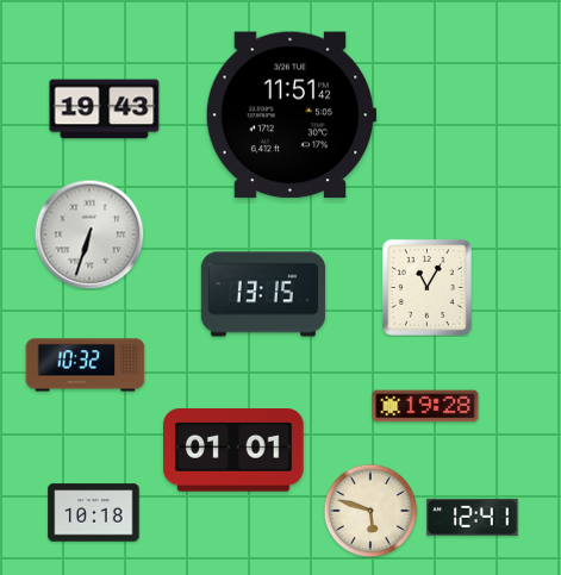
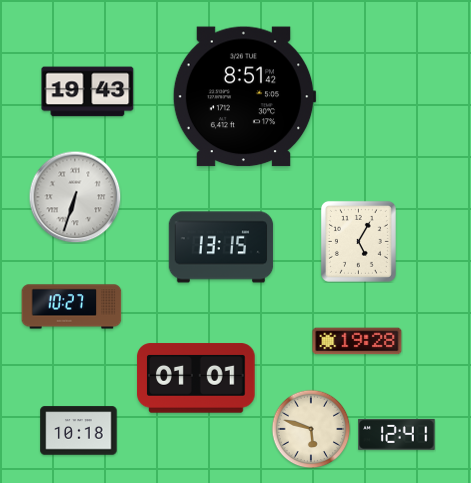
clock at (291, 115): 11:51 -> 8:51
clock at (426, 287): 11:05 -> 5:05
clock at (86, 365): 10:32 -> 10:27
